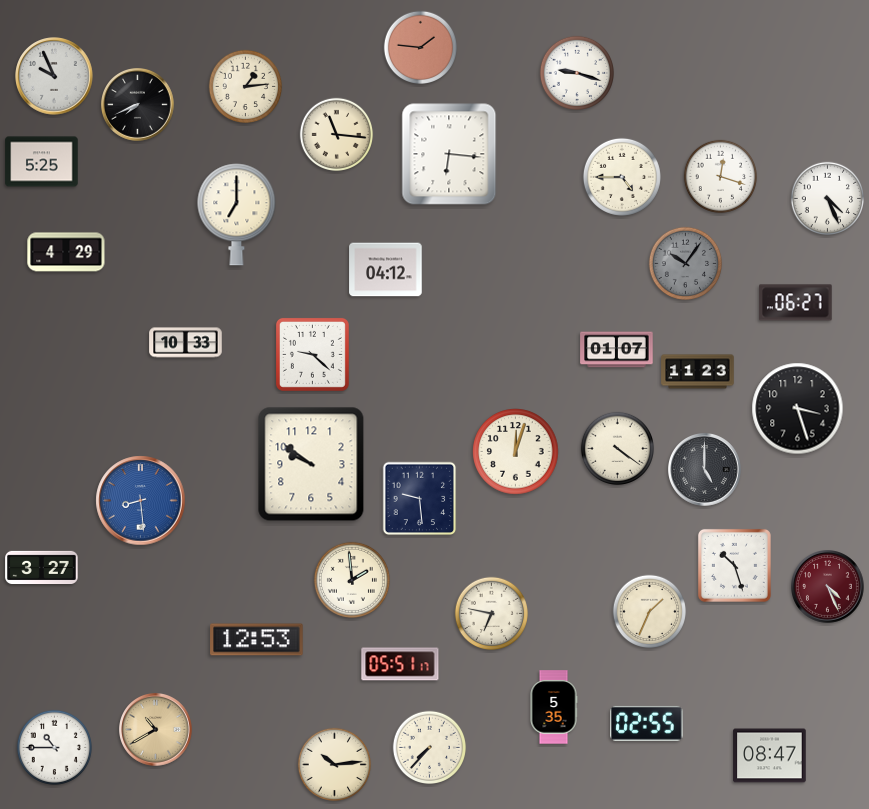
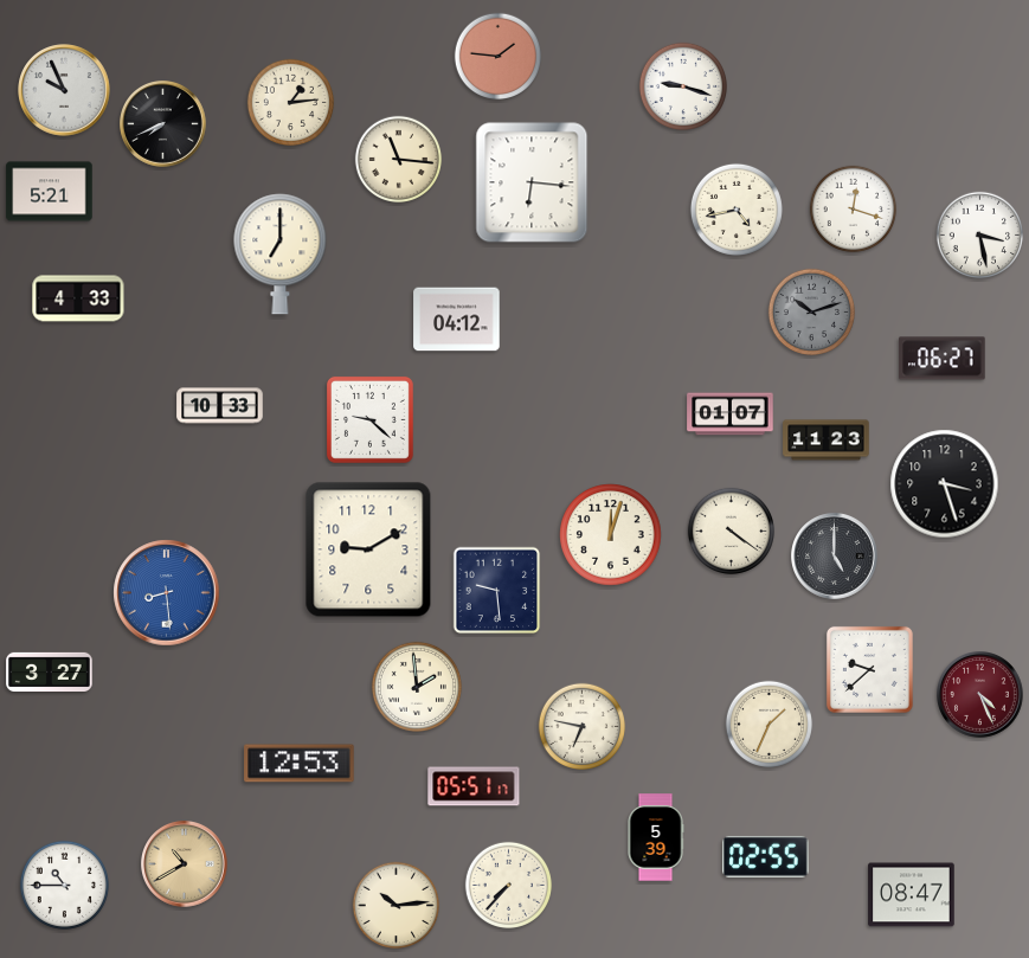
clock at (42, 162): 5:25 -> 5:21
clock at (622, 177): 4:45 -> 4:43
clock at (828, 199): 4:26 -> 3:28
clock at (66, 252): 4:29 -> 4:33
clock at (686, 264): 10:06 -> 10:12
clock at (311, 464): 9:51 -> 9:10
clock at (734, 565): 10:27 -> 9:38
clock at (257, 640) position: (257, 640) -> (300, 764)
clock at (554, 707): 5:35 -> 5:39
